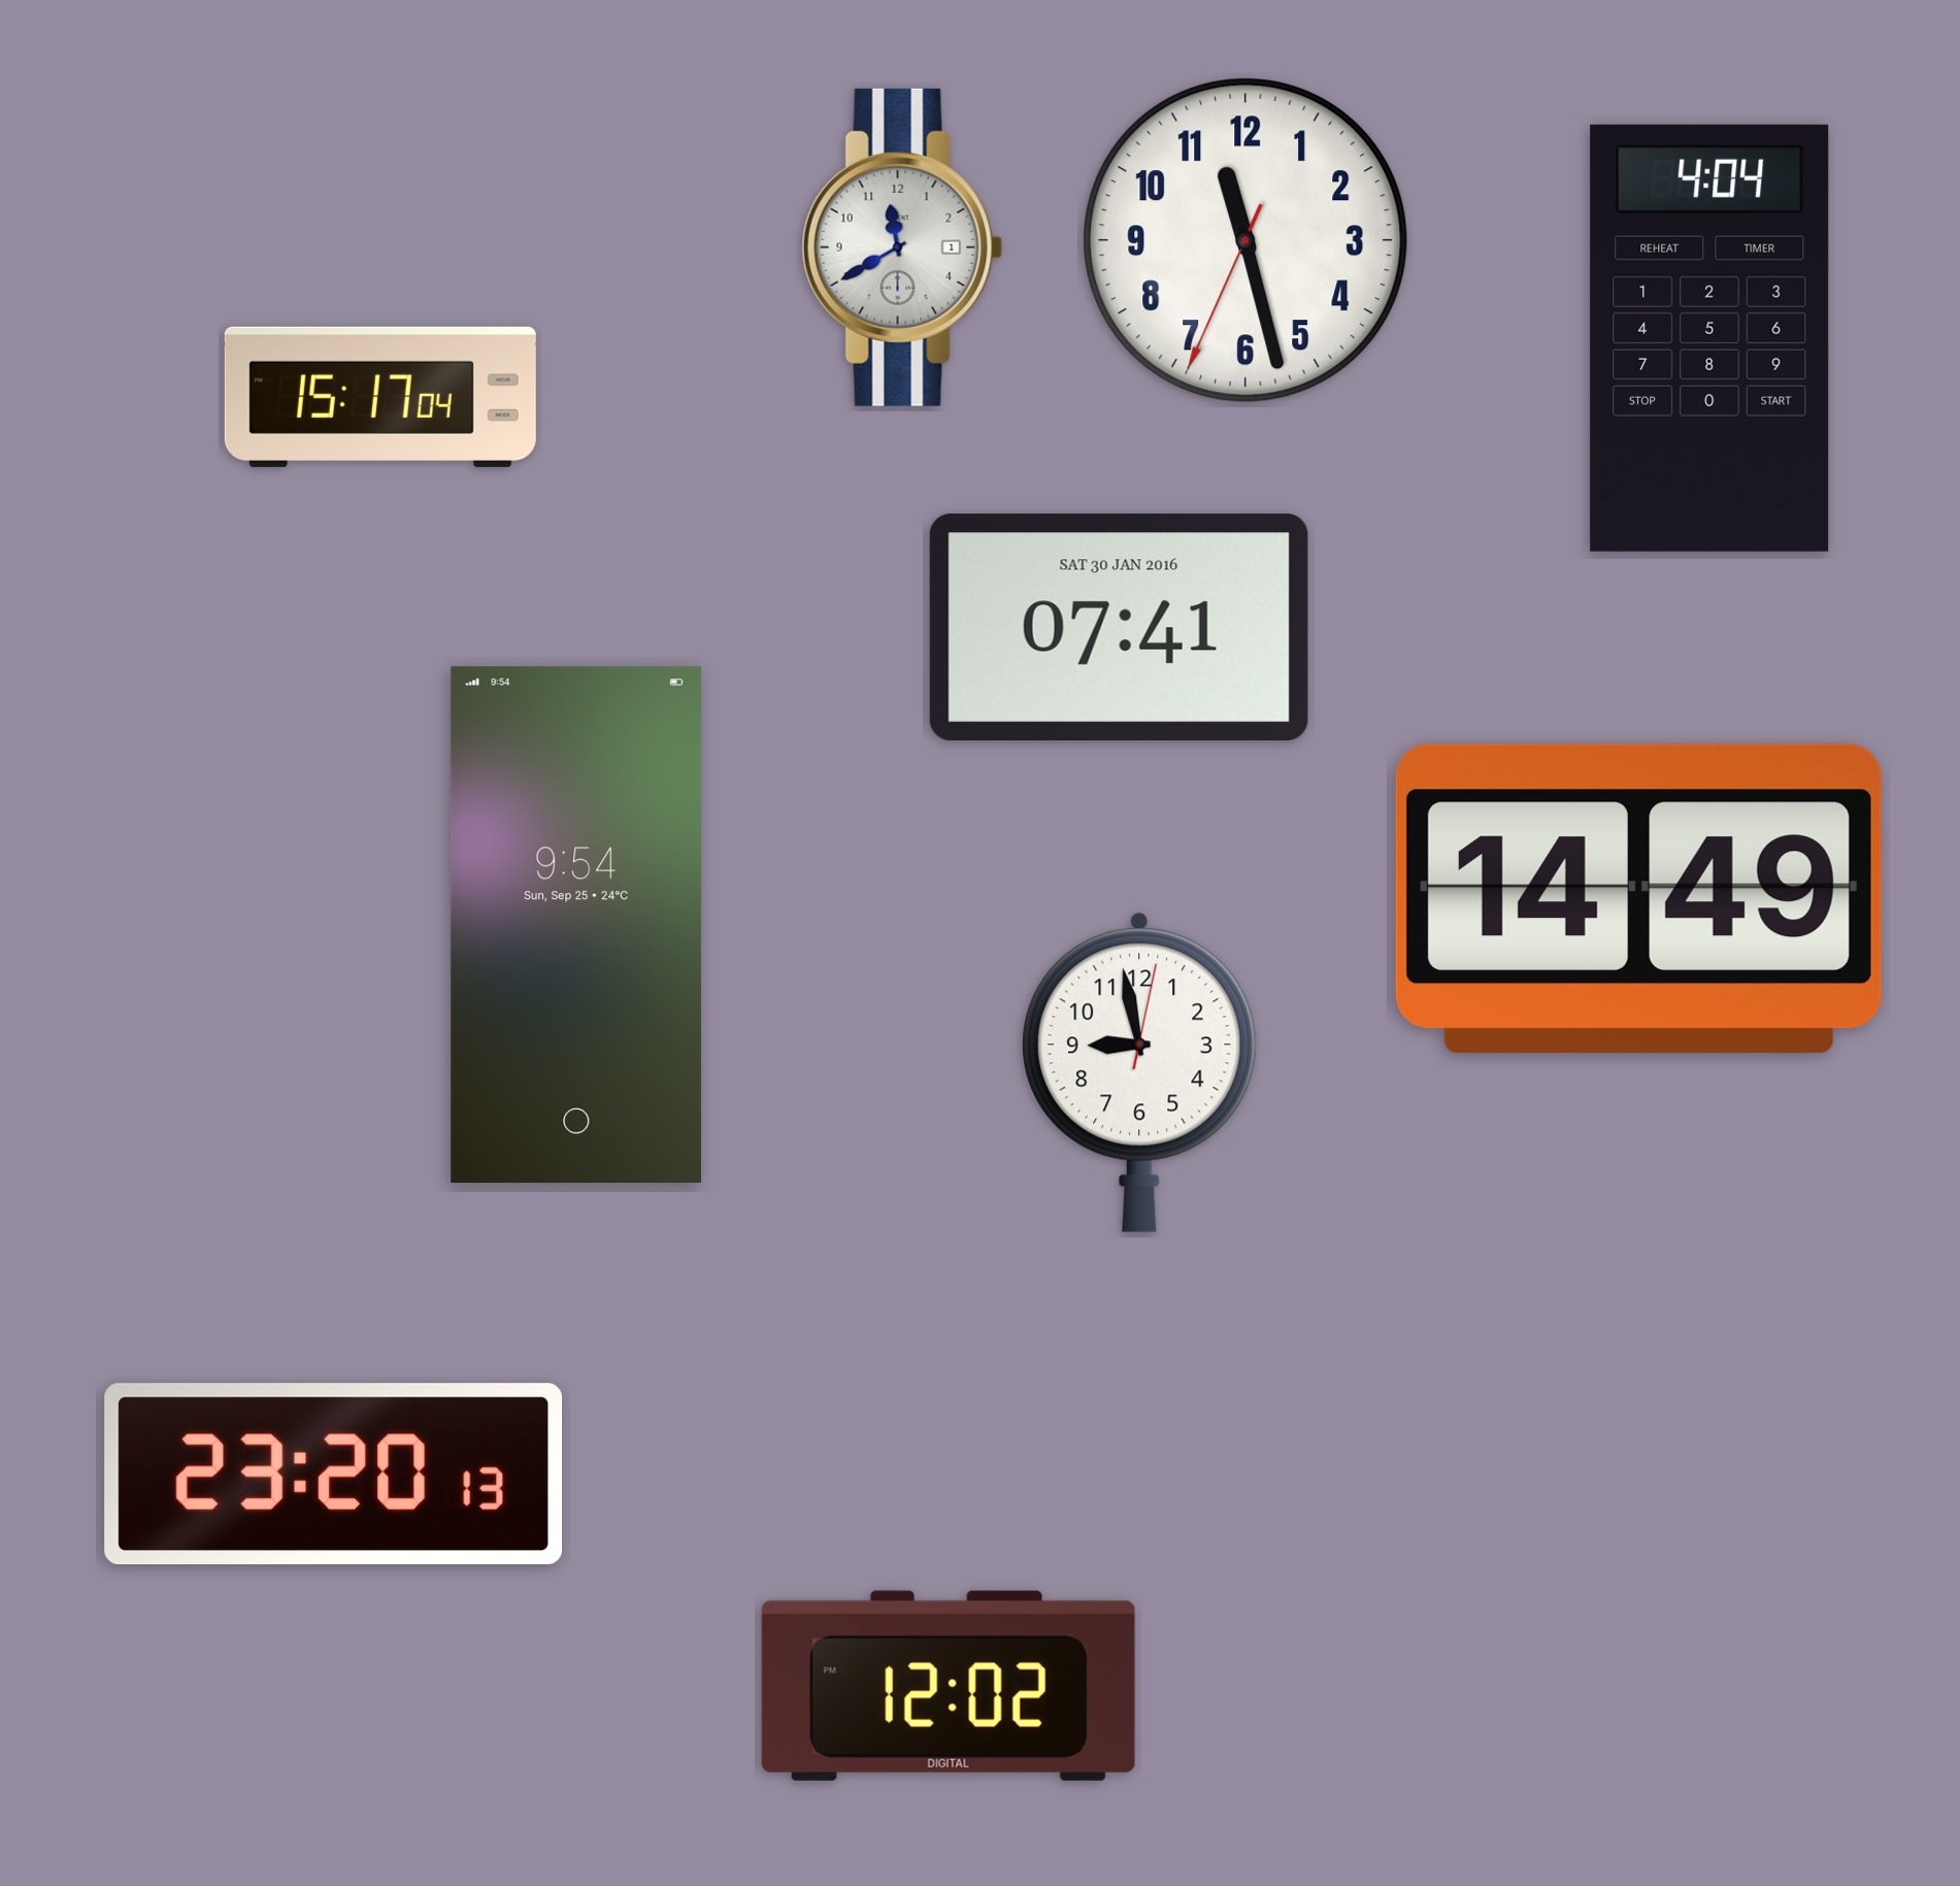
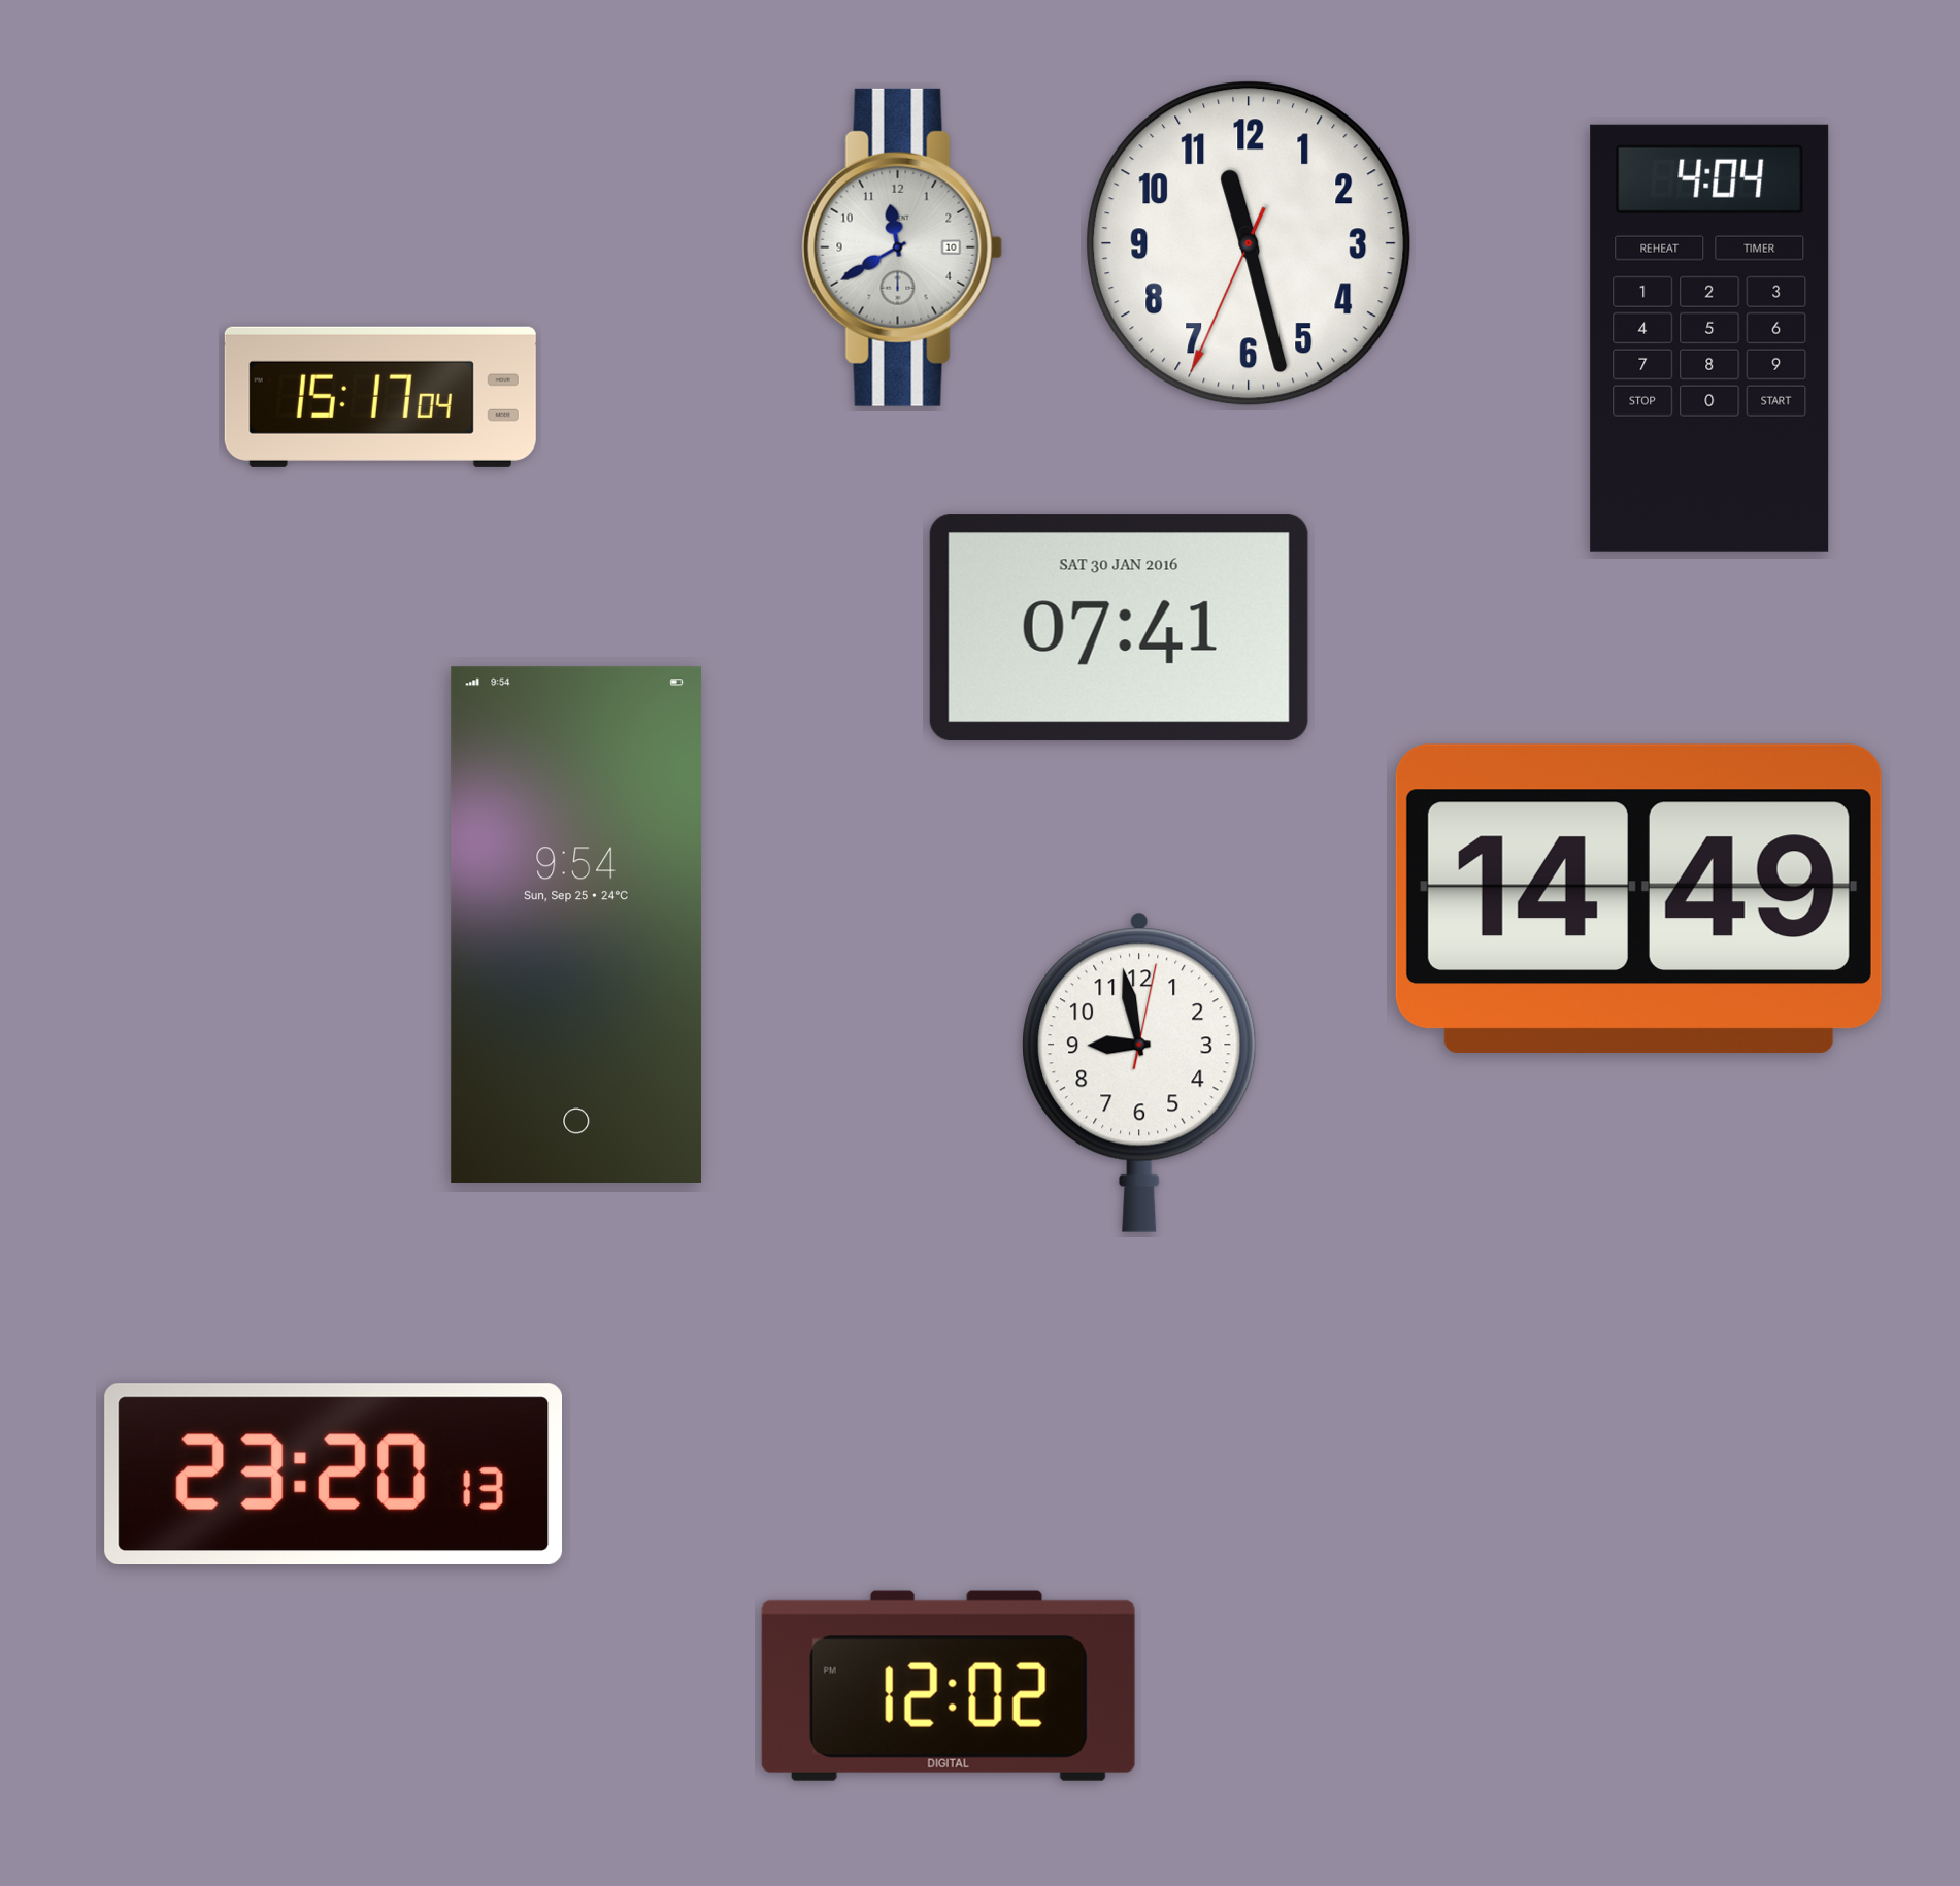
clock at (1245, 240) position: (1245, 240) -> (1249, 243)
clock at (902, 247) date: 1 -> 10
